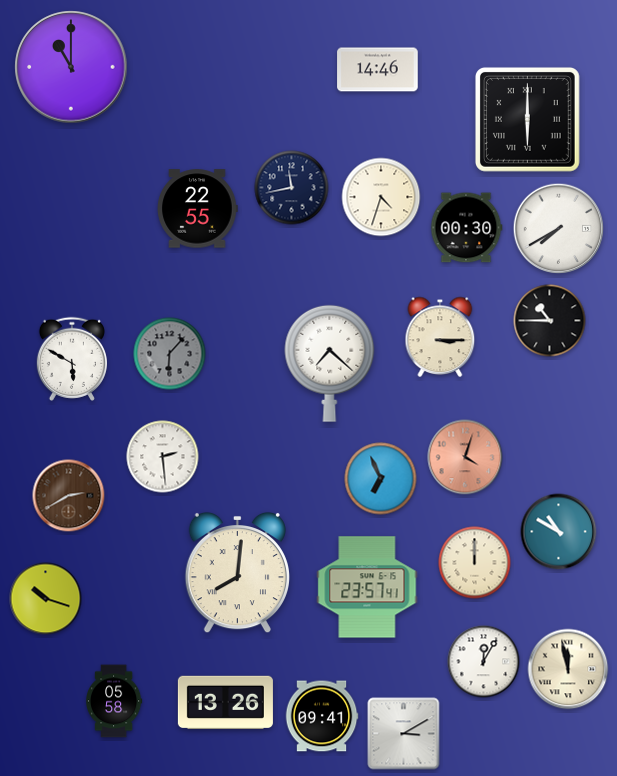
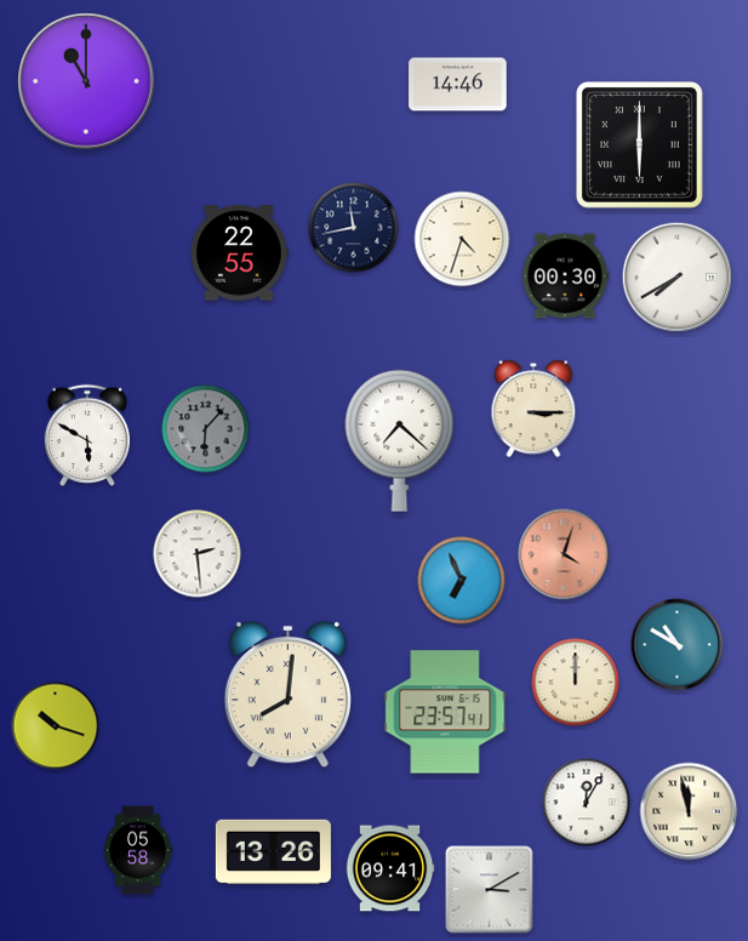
clock at (550, 321): 10:45 -> none
clock at (69, 496): 2:40 -> none
